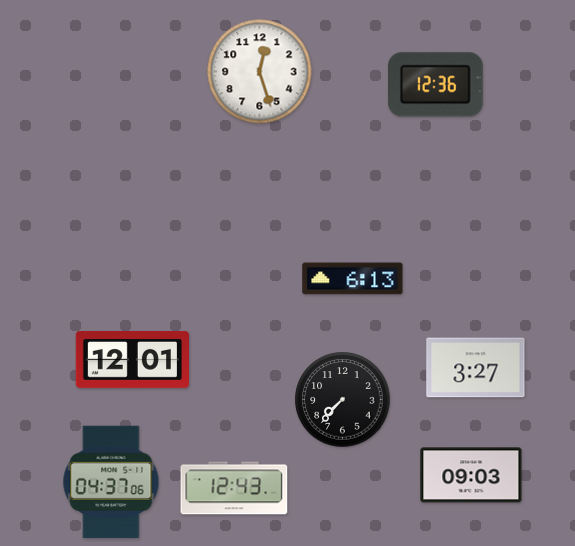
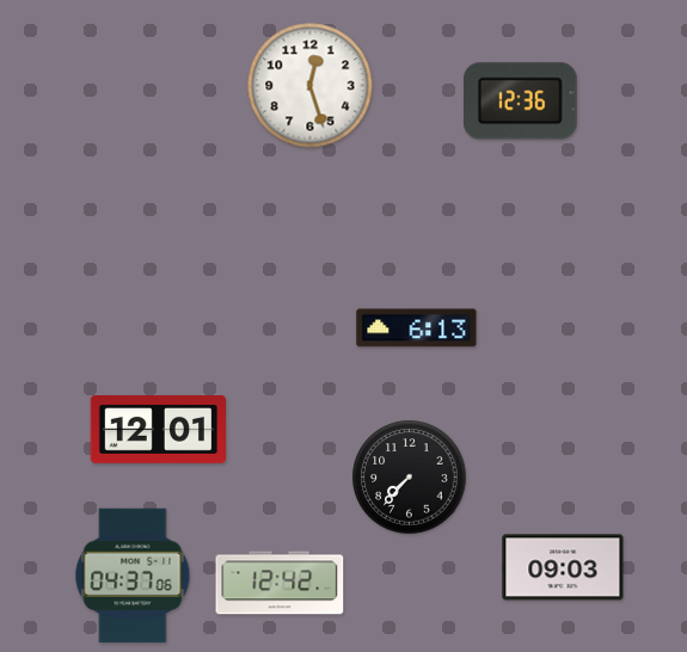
clock at (353, 279) position: (353, 279) -> (417, 328)
clock at (476, 368): 3:27 -> none
clock at (234, 488): 12:43 -> 12:42
